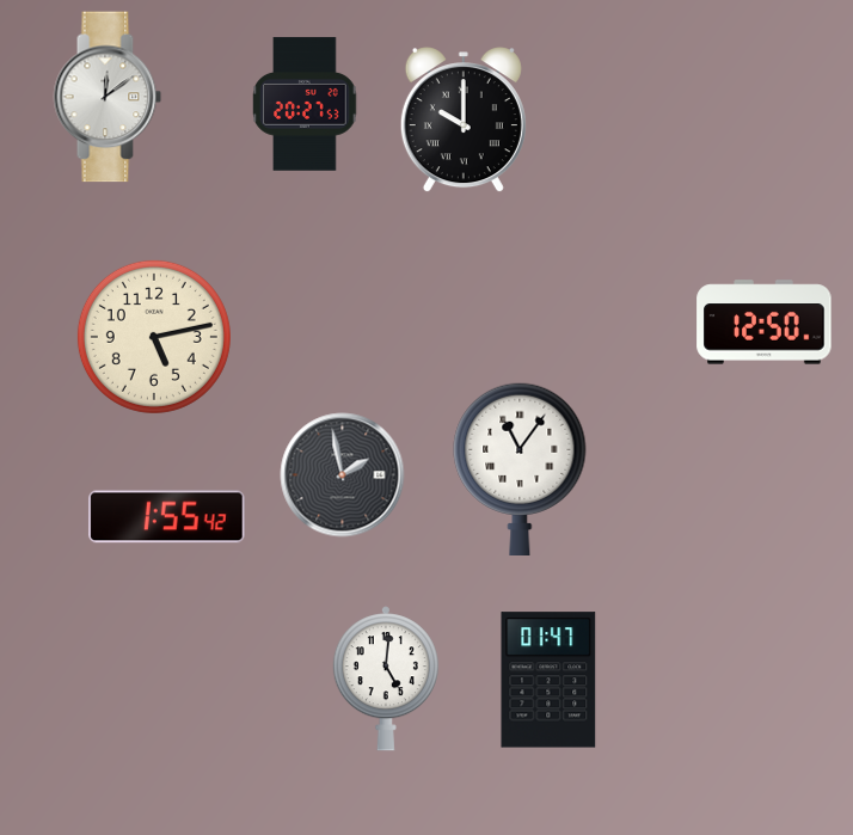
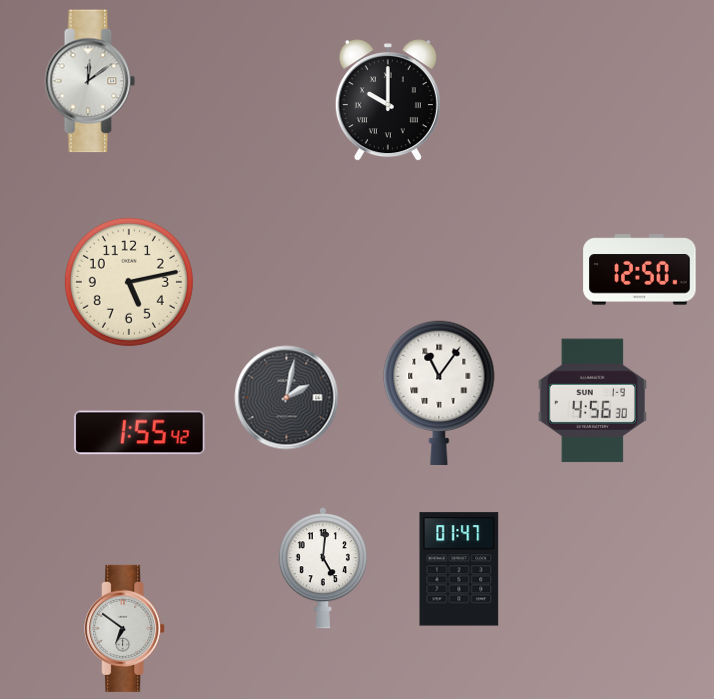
clock at (305, 104): 20:27 -> none
clock at (520, 469) position: (520, 469) -> (439, 393)
clock at (343, 475): 1:58 -> 2:02
clock at (592, 401): none -> 4:56
clock at (125, 628): none -> 6:51
